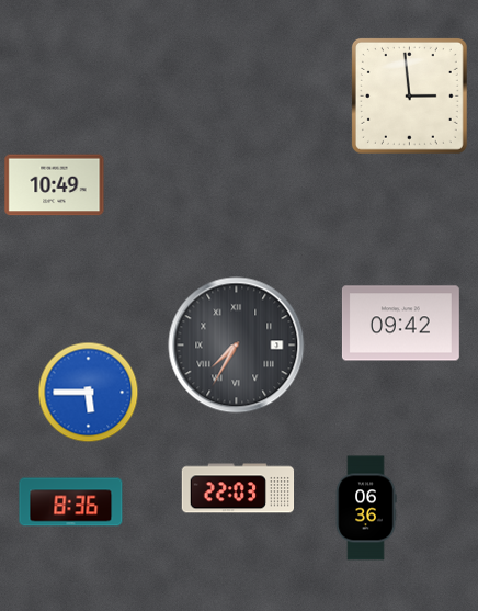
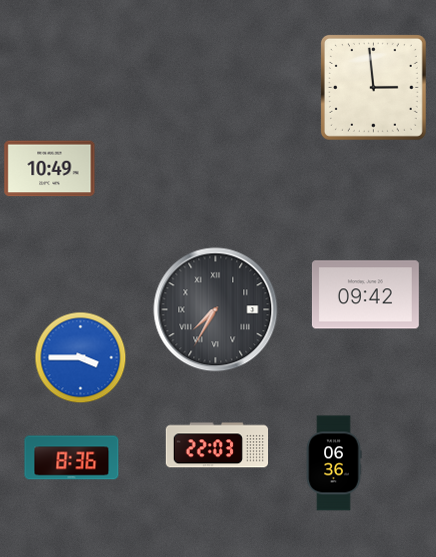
clock at (237, 346) position: (237, 346) -> (216, 310)
clock at (89, 393): 5:45 -> 3:45
clock at (71, 502) position: (71, 502) -> (72, 458)
